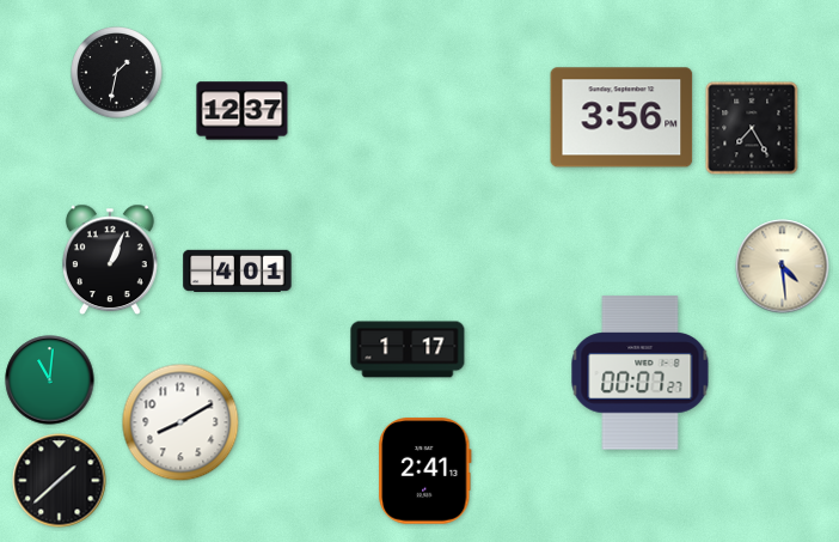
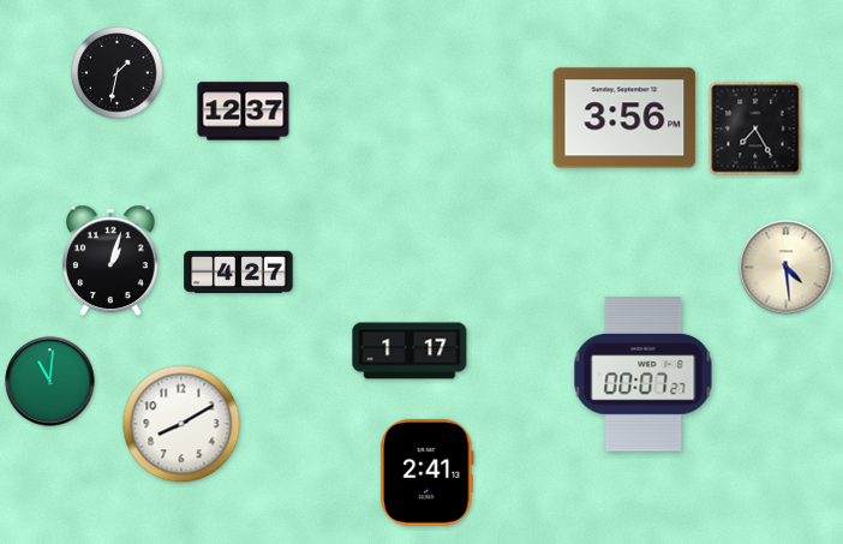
clock at (111, 260): 1:04 -> 1:03
clock at (238, 270): 4:01 -> 4:27
clock at (60, 481): 1:38 -> none
